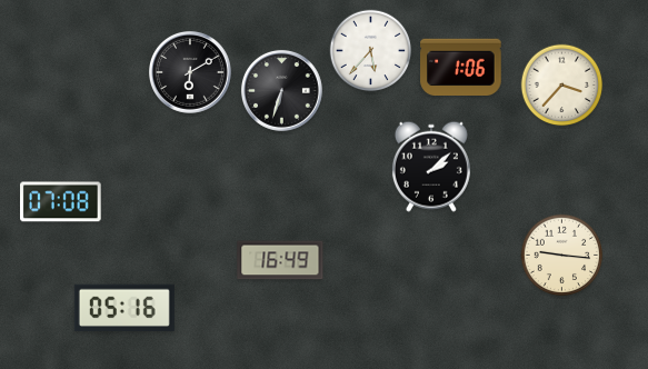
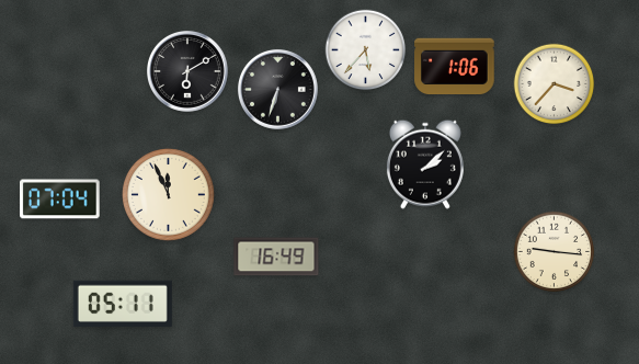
clock at (169, 195): none -> 11:56
clock at (61, 202): 07:08 -> 07:04
clock at (124, 308): 05:16 -> 05:11
